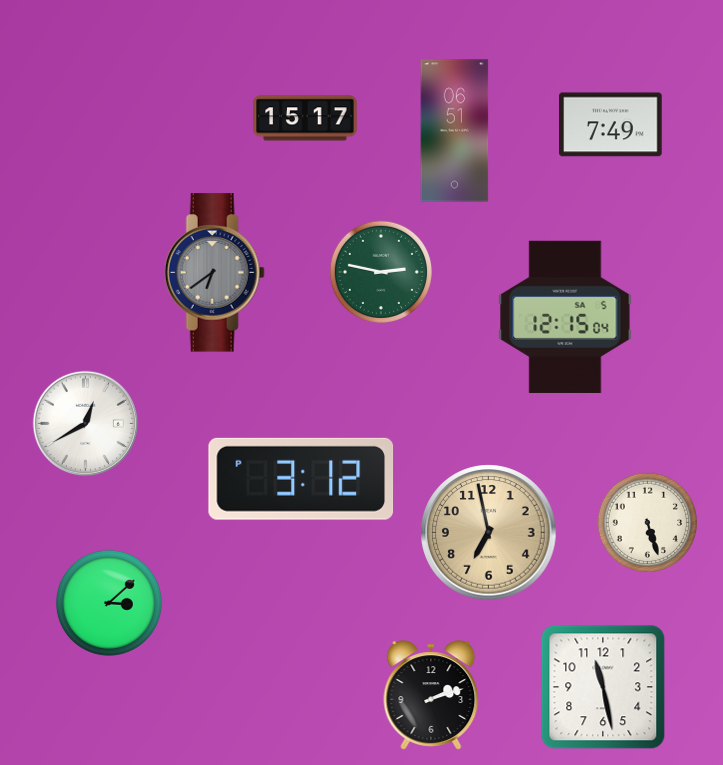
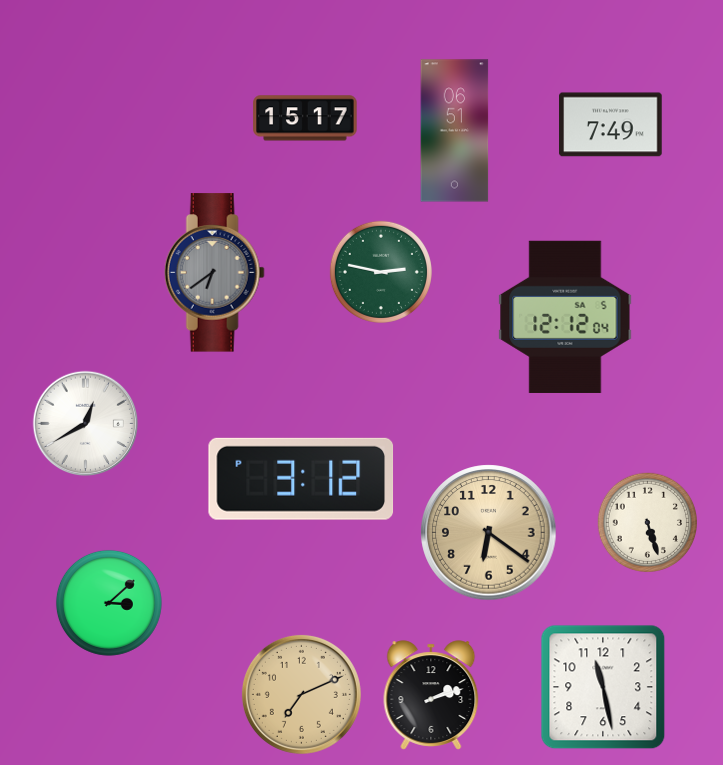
clock at (565, 317): 12:15 -> 12:12
clock at (489, 533): 6:58 -> 6:21
clock at (301, 694): none -> 7:11
